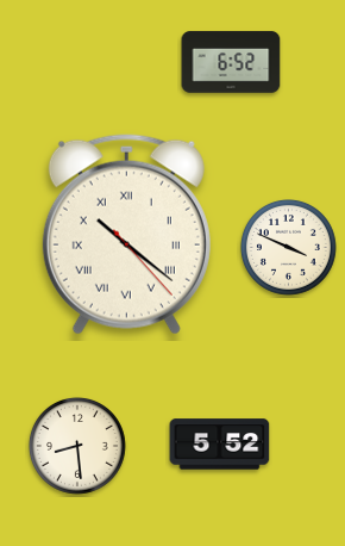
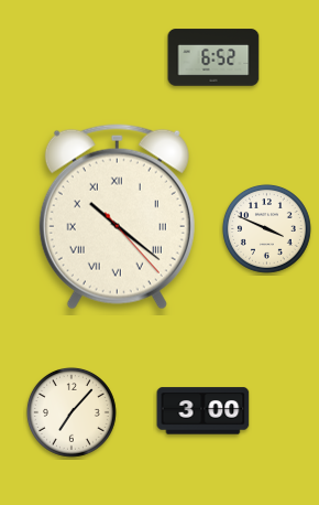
clock at (220, 445): 5:52 -> 3:00
clock at (77, 446): 8:29 -> 7:07
